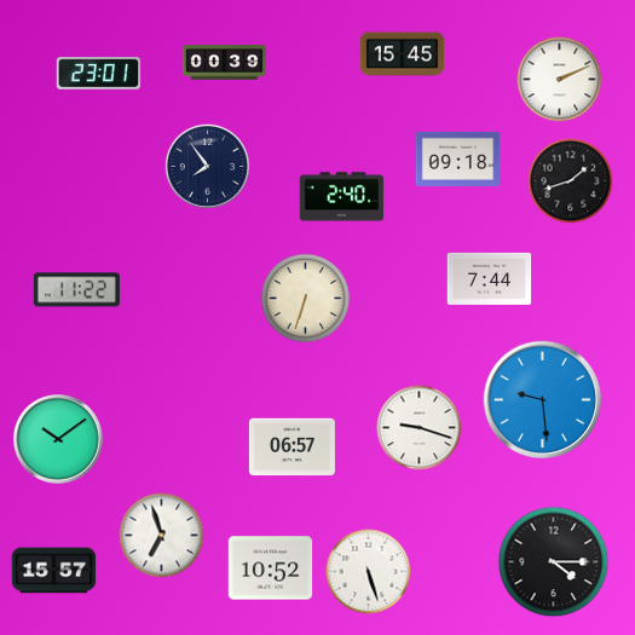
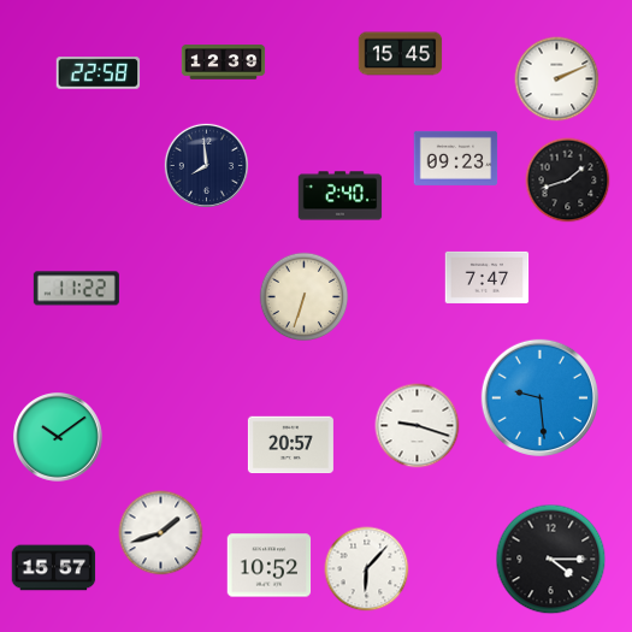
clock at (225, 63): 00:39 -> 12:39
clock at (99, 74): 23:01 -> 22:58
clock at (458, 158): 09:18 -> 09:23
clock at (207, 166): 7:54 -> 7:59
clock at (490, 278): 7:44 -> 7:47
clock at (291, 448): 06:57 -> 20:57
clock at (162, 536): 6:57 -> 1:42
clock at (369, 572): 5:27 -> 6:07
